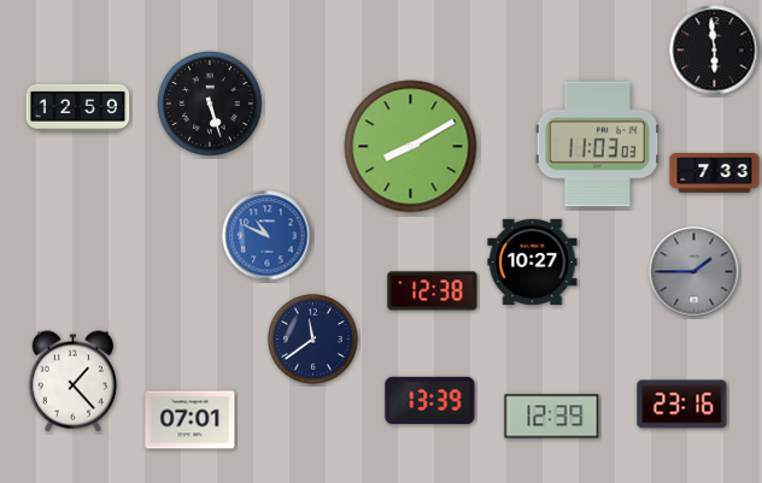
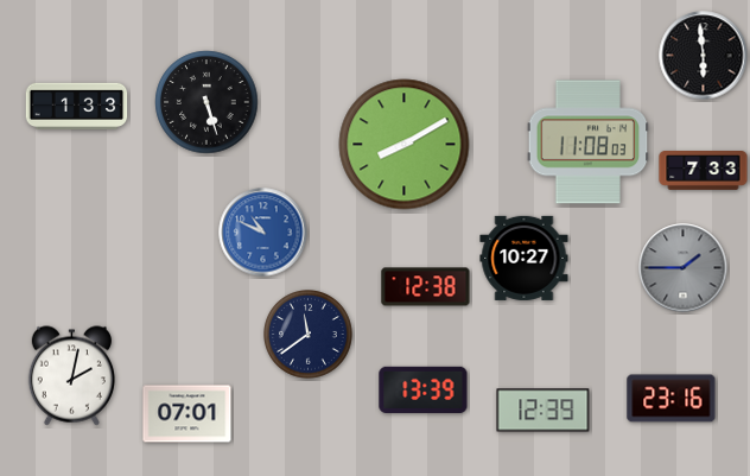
clock at (715, 51) position: (715, 51) -> (704, 56)
clock at (78, 108): 12:59 -> 1:33
clock at (598, 145): 11:03 -> 11:08
clock at (72, 382): 1:23 -> 2:02
clock at (430, 400) position: (430, 400) -> (424, 389)
